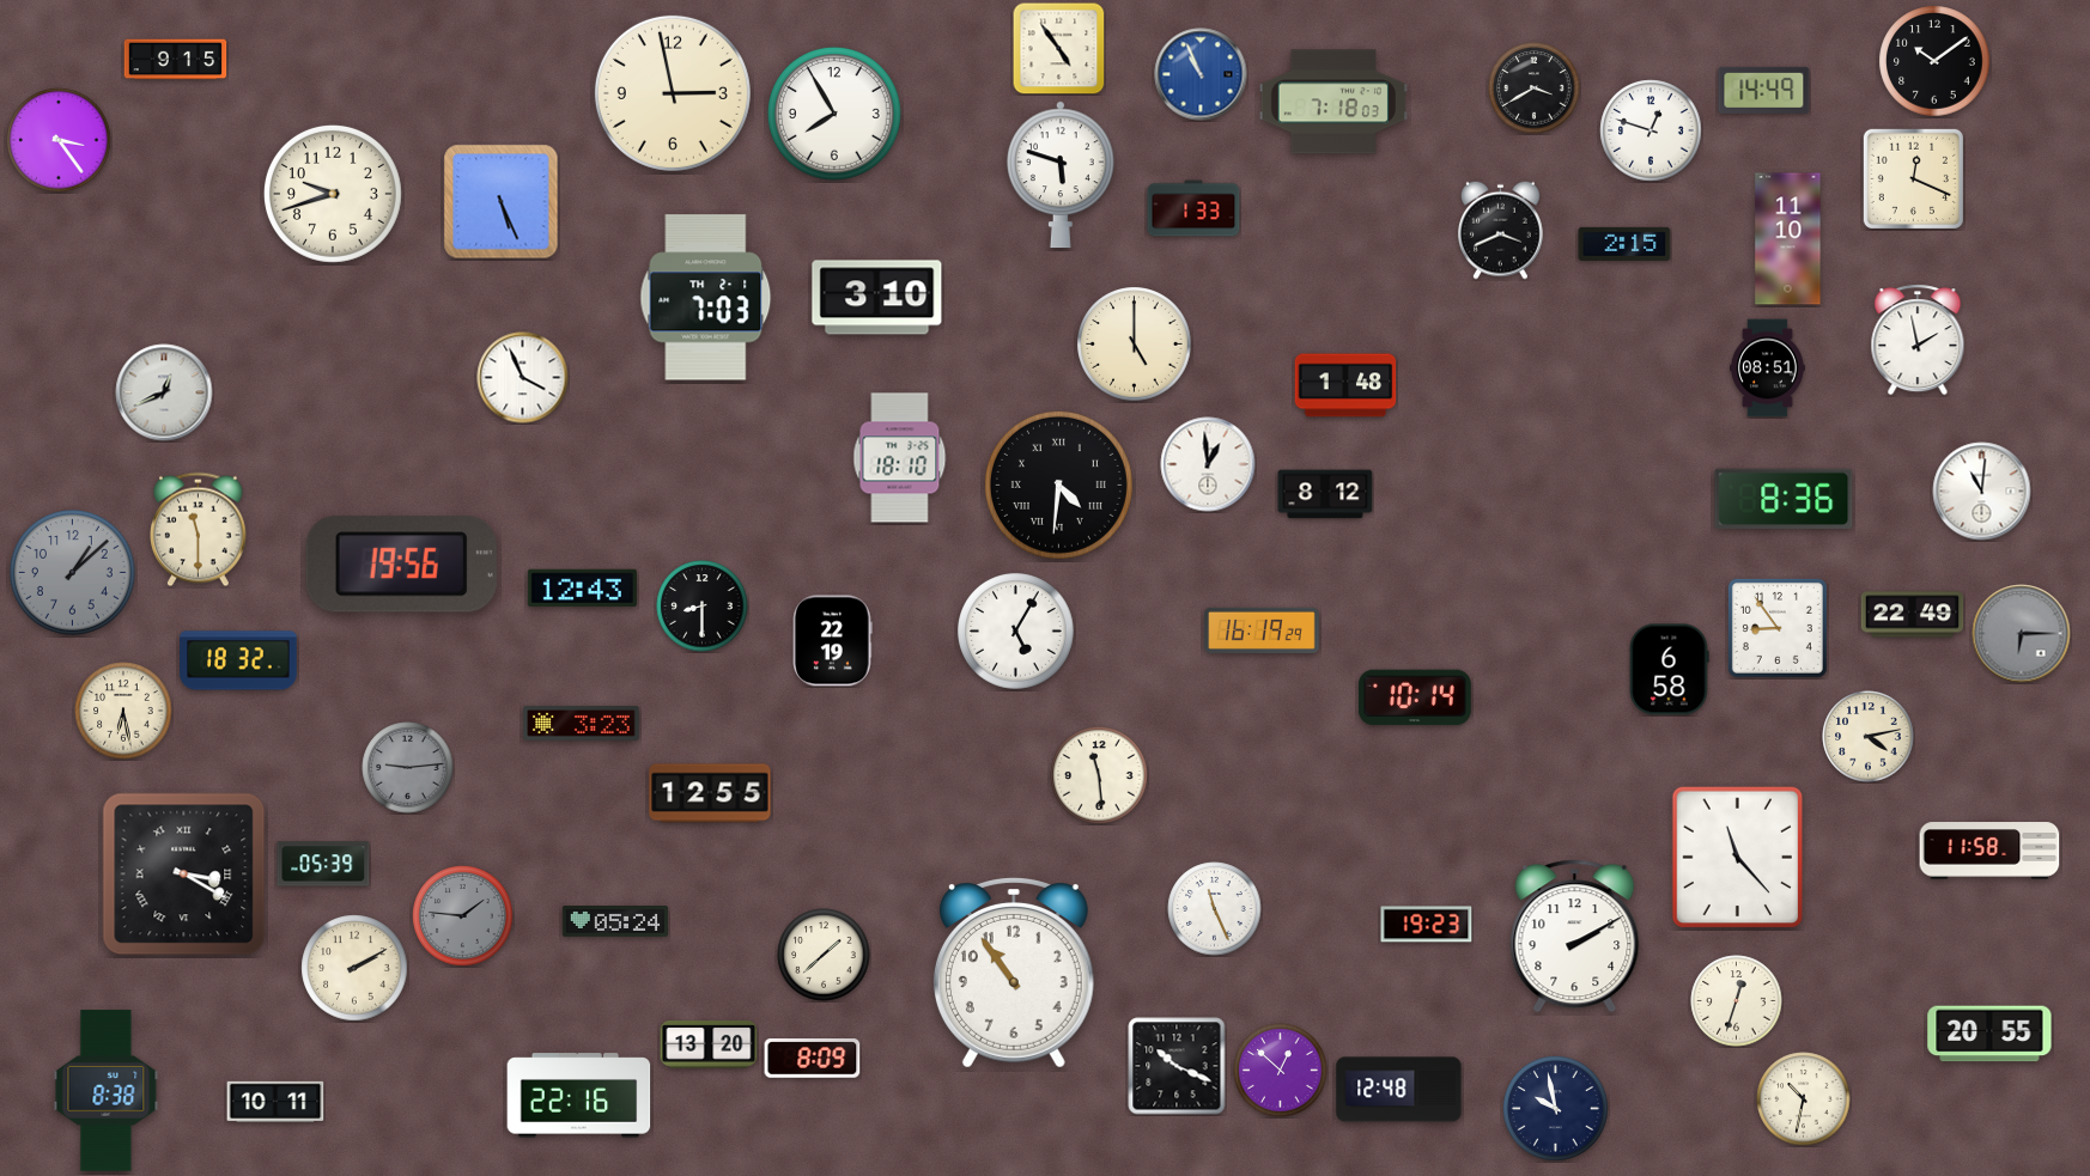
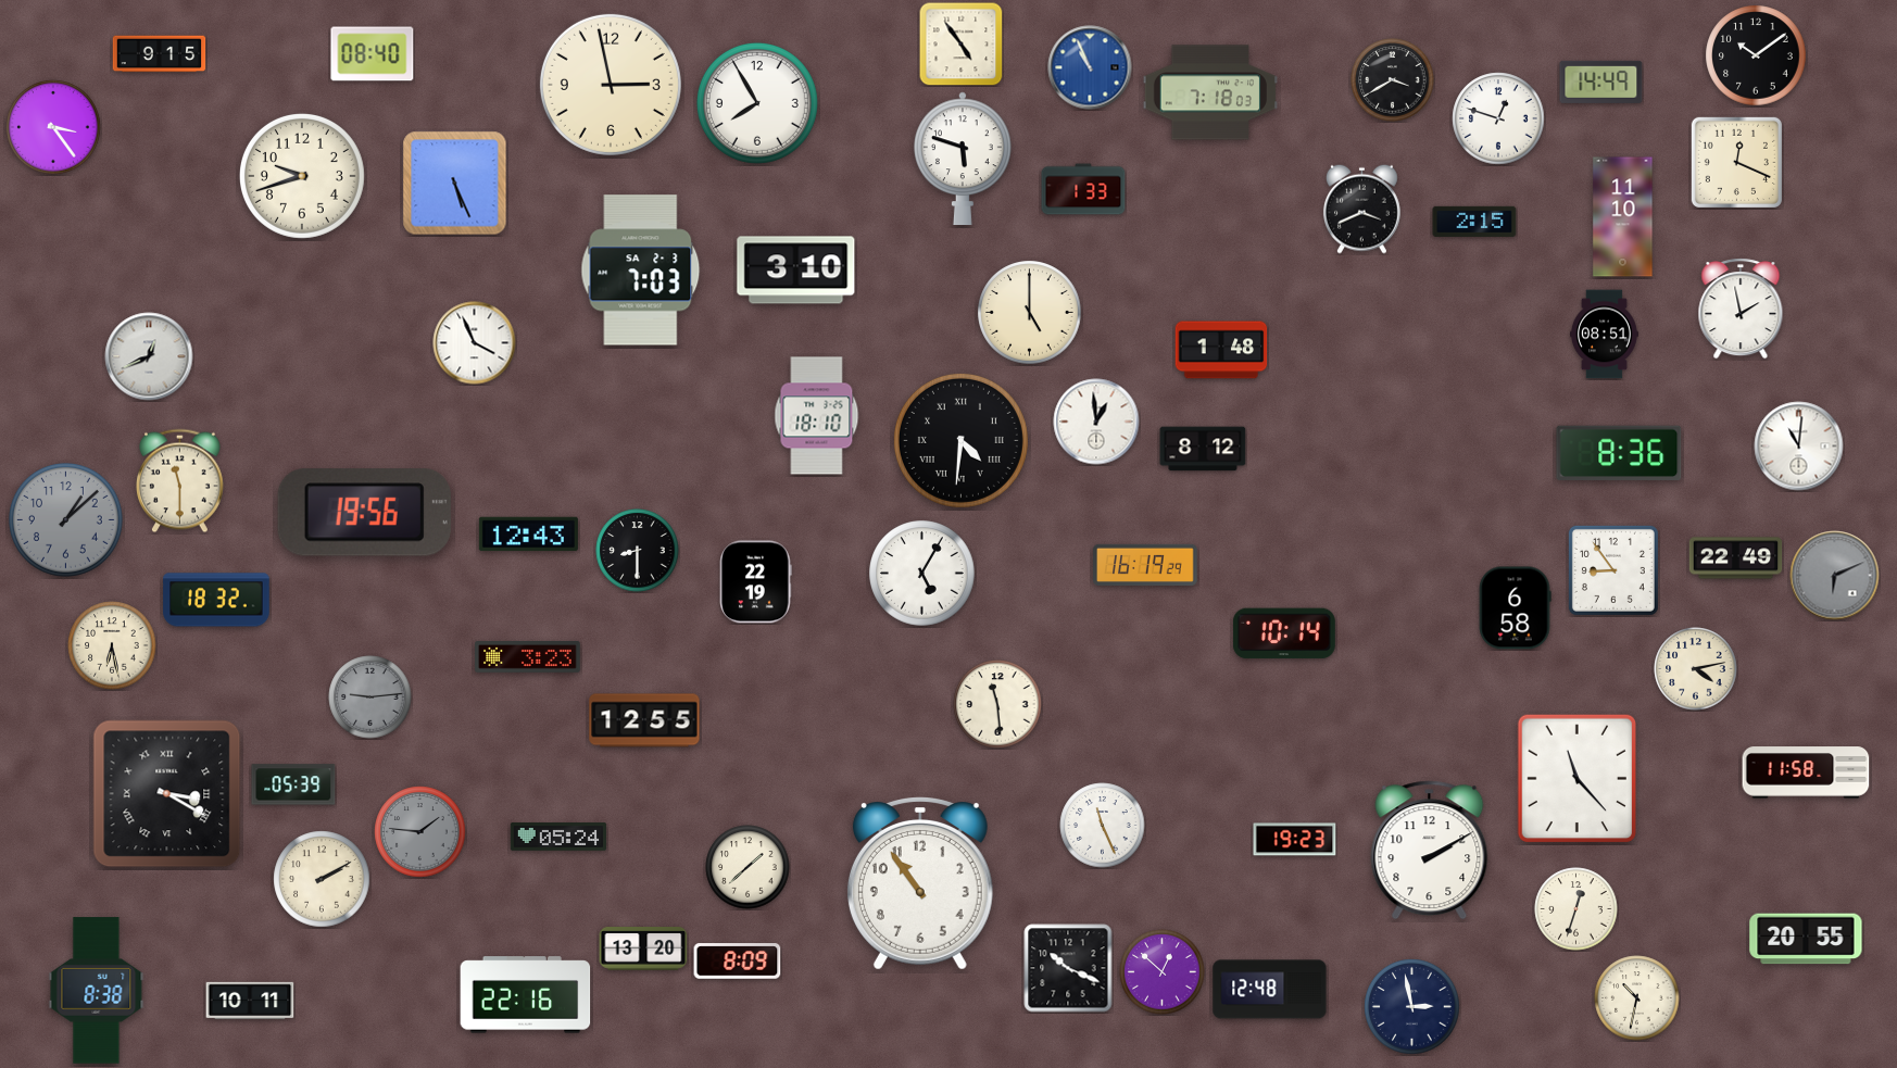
clock at (373, 54): none -> 08:40
clock at (706, 298) date: TH 2-1 -> SA 2-3
clock at (1262, 630) position: (1262, 630) -> (1145, 565)
clock at (2022, 634): 6:15 -> 6:11
clock at (1556, 1109): 9:58 -> 2:58
